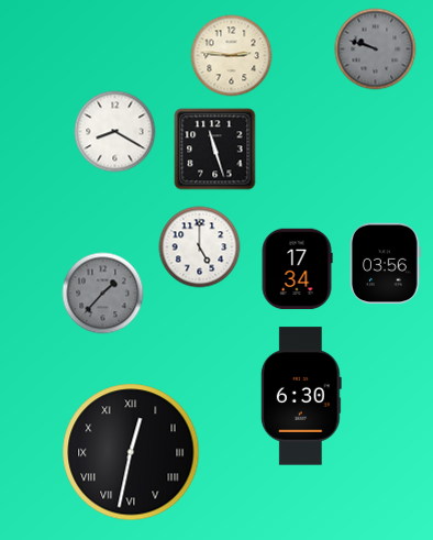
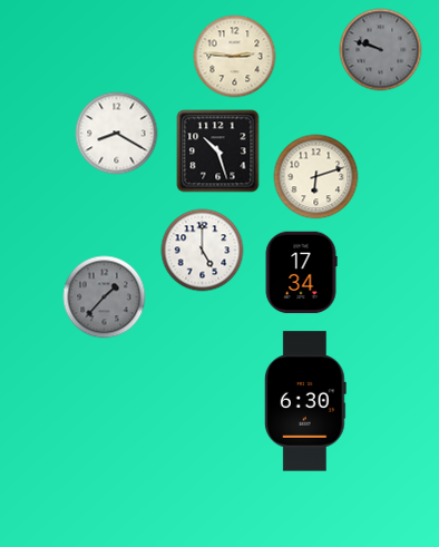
clock at (215, 150): 11:27 -> 10:27
clock at (316, 177): none -> 6:12
clock at (386, 264): 03:56 -> none
clock at (131, 452): 12:32 -> none
